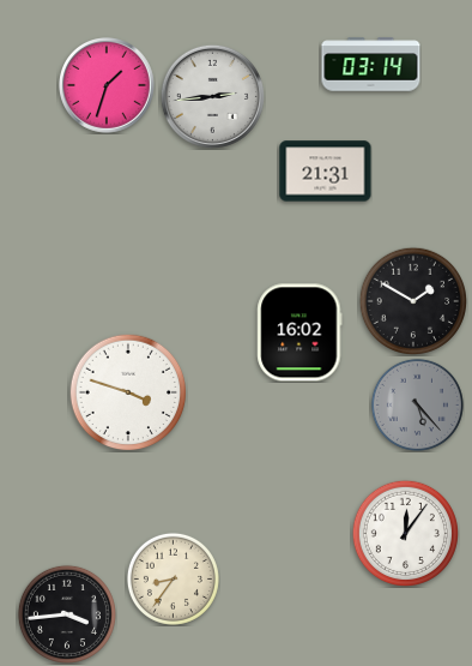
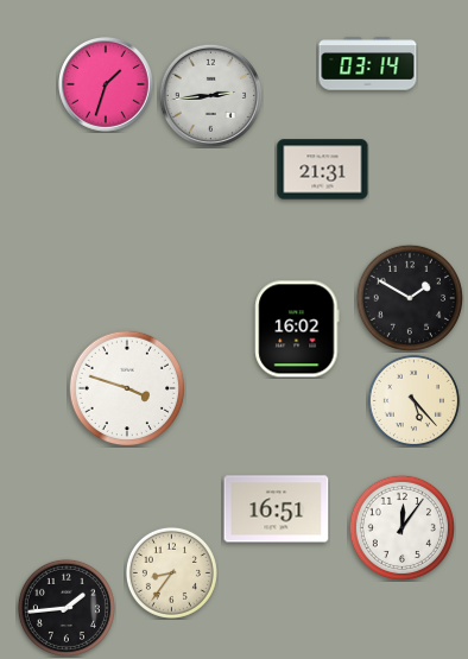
clock at (417, 404) dial: grey -> cream
clock at (277, 509): none -> 16:51
clock at (67, 614): 3:44 -> 1:44
